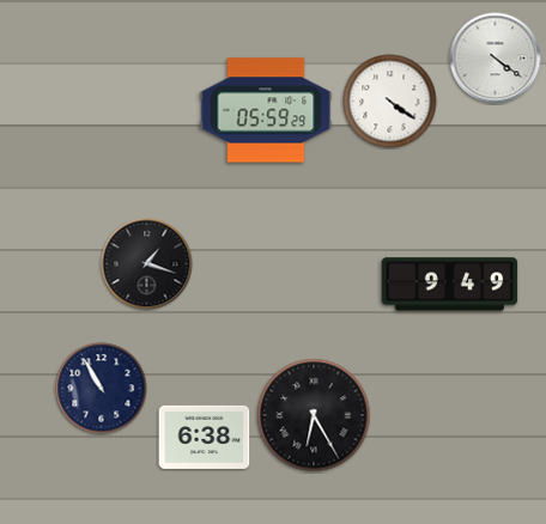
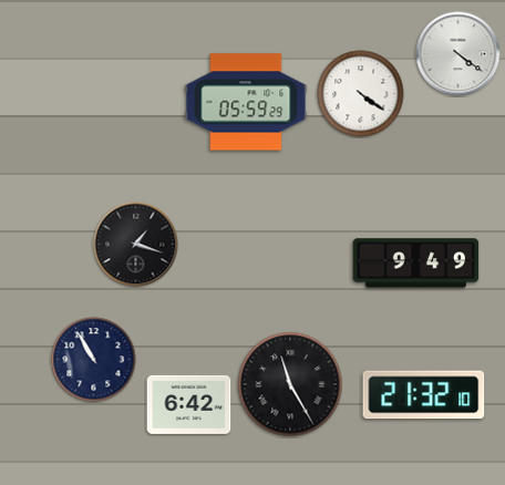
clock at (314, 415): 6:25 -> 11:25
clock at (424, 395): none -> 21:32
clock at (205, 437): 6:38 -> 6:42
